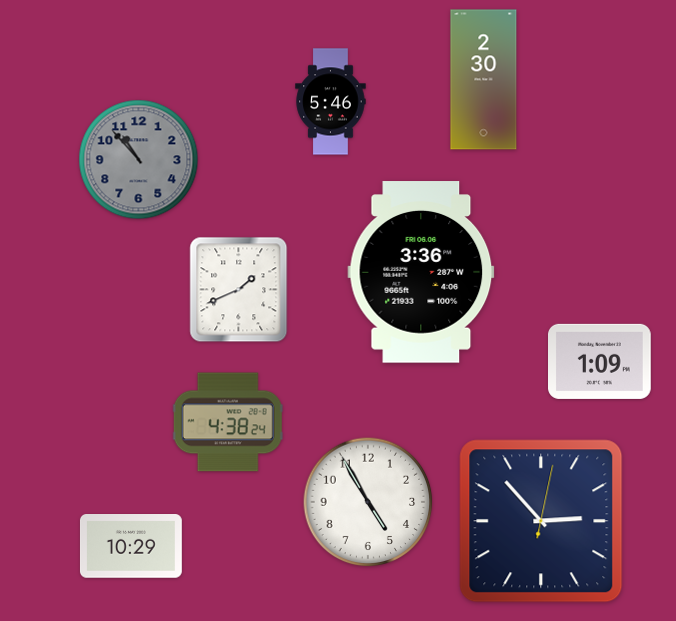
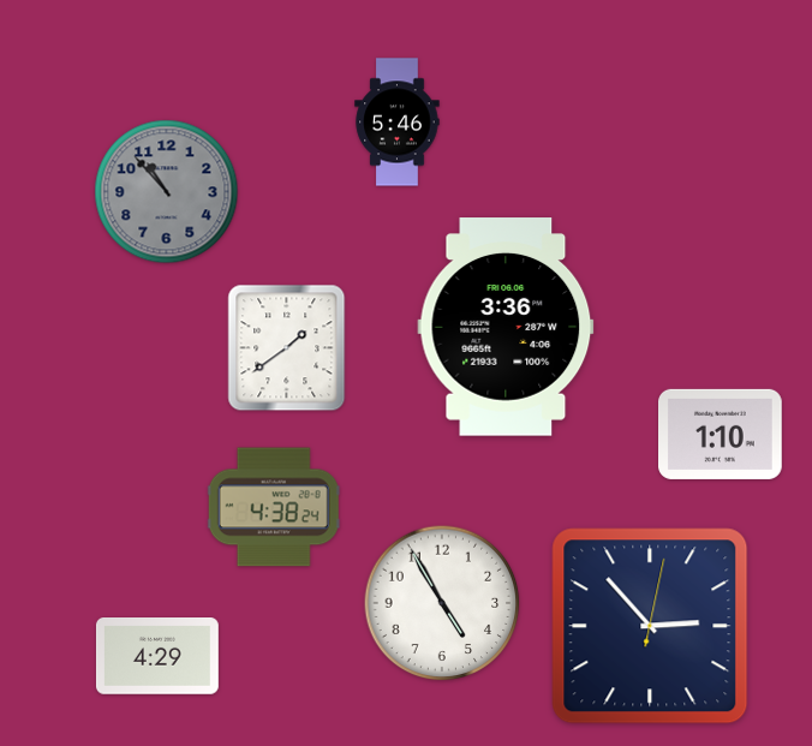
clock at (484, 80): 2:30 -> none
clock at (239, 290): 1:41 -> 1:39
clock at (600, 361): 1:09 -> 1:10
clock at (131, 547): 10:29 -> 4:29
